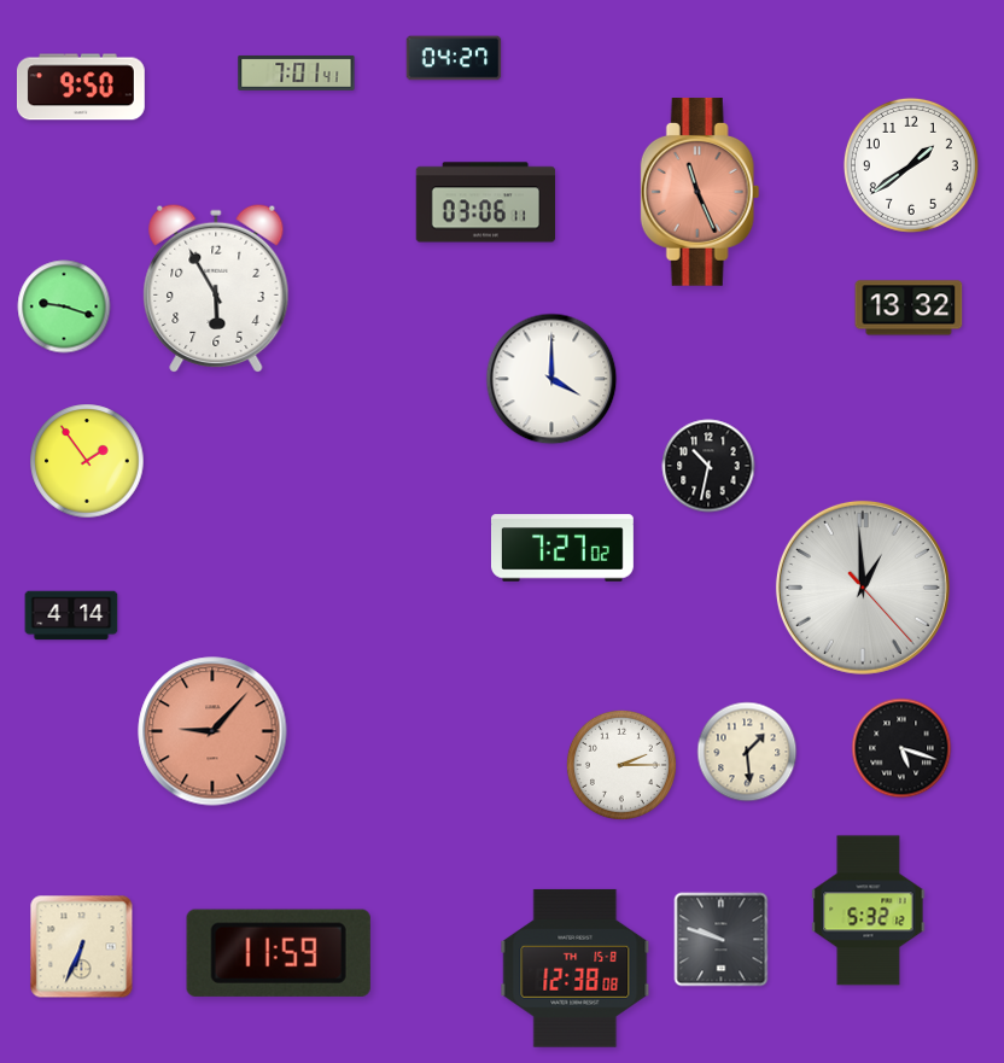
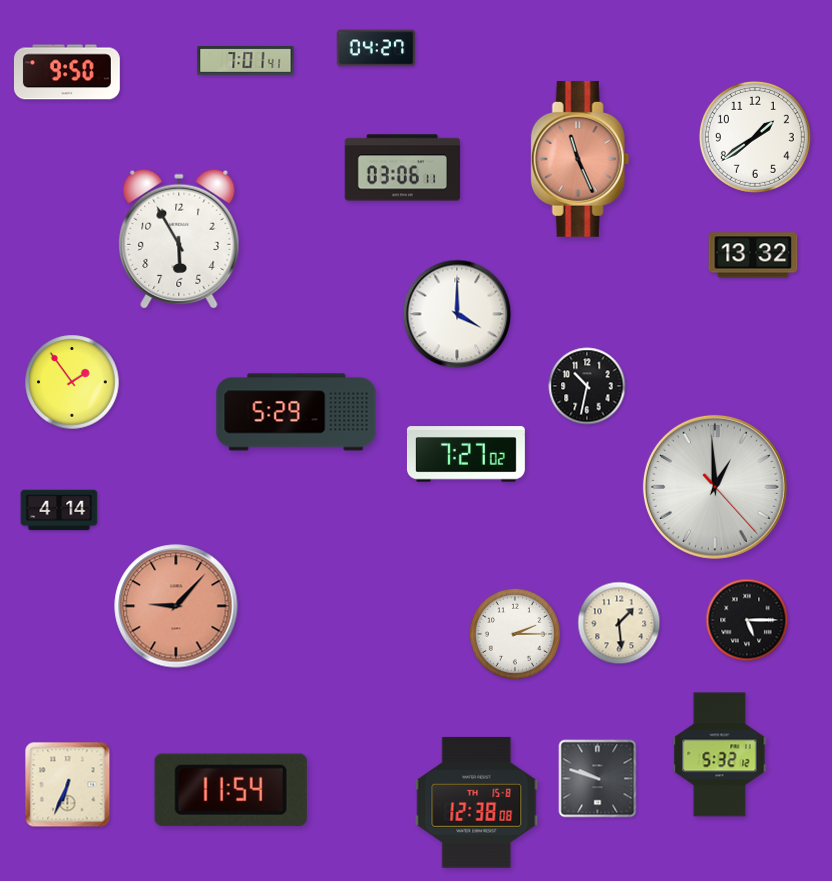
clock at (64, 306): 9:18 -> none
clock at (296, 412): none -> 5:29
clock at (901, 748): 5:18 -> 5:15
clock at (279, 953): 11:59 -> 11:54
